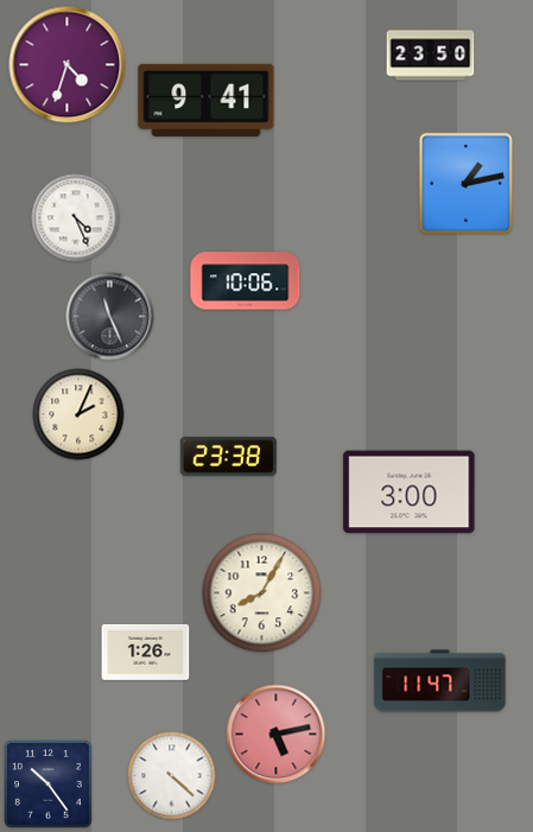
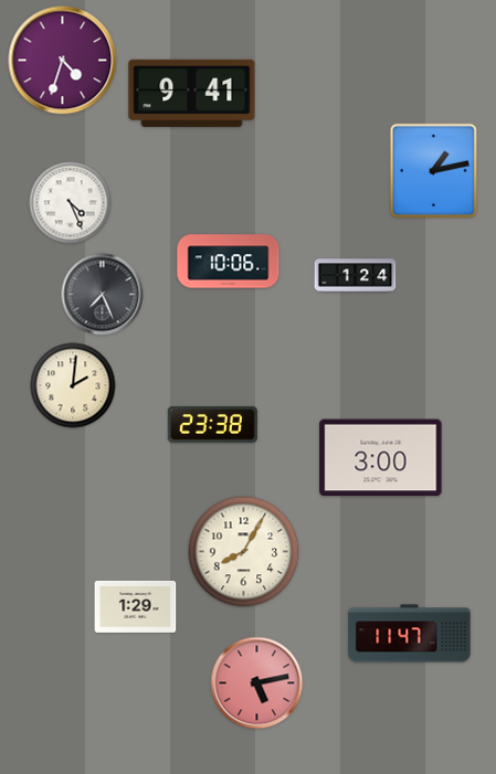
clock at (431, 56): 23:50 -> none
clock at (356, 276): none -> 1:24
clock at (110, 317): 11:26 -> 7:26
clock at (78, 414): 2:04 -> 2:01
clock at (146, 652): 1:26 -> 1:29
clock at (172, 776): 4:22 -> none
clock at (49, 785): 10:24 -> none
